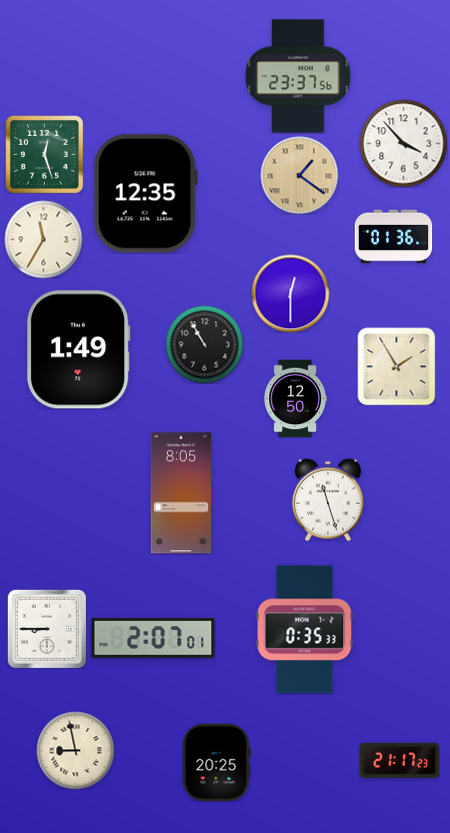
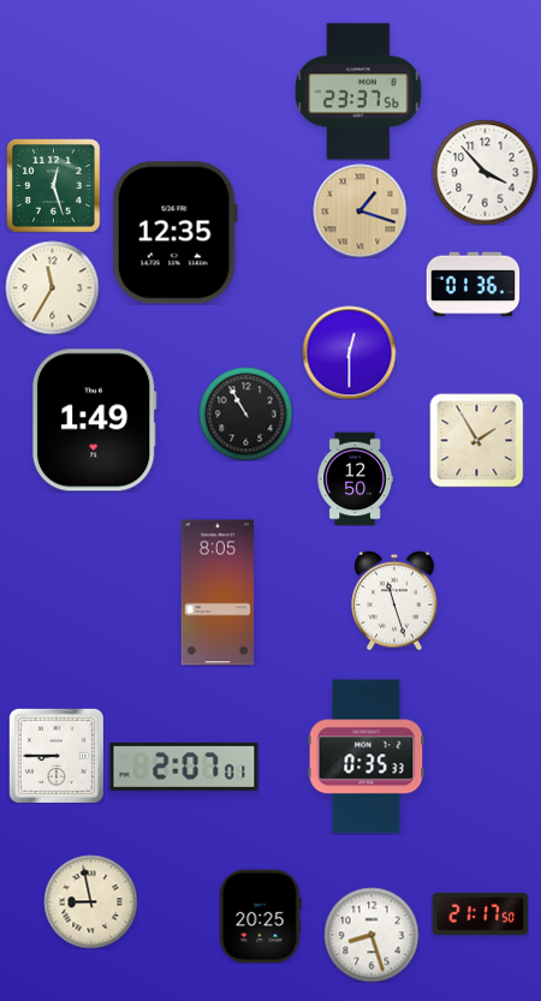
clock at (299, 175): 1:21 -> 1:18
clock at (399, 760): 21:17:23 -> 21:17:50
clock at (371, 935): none -> 8:27
